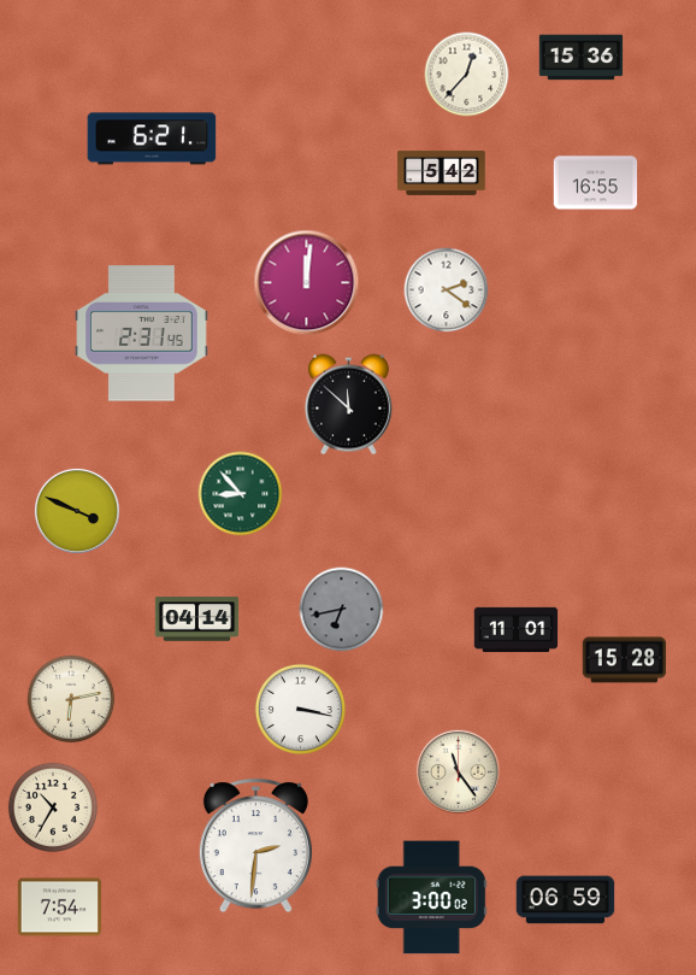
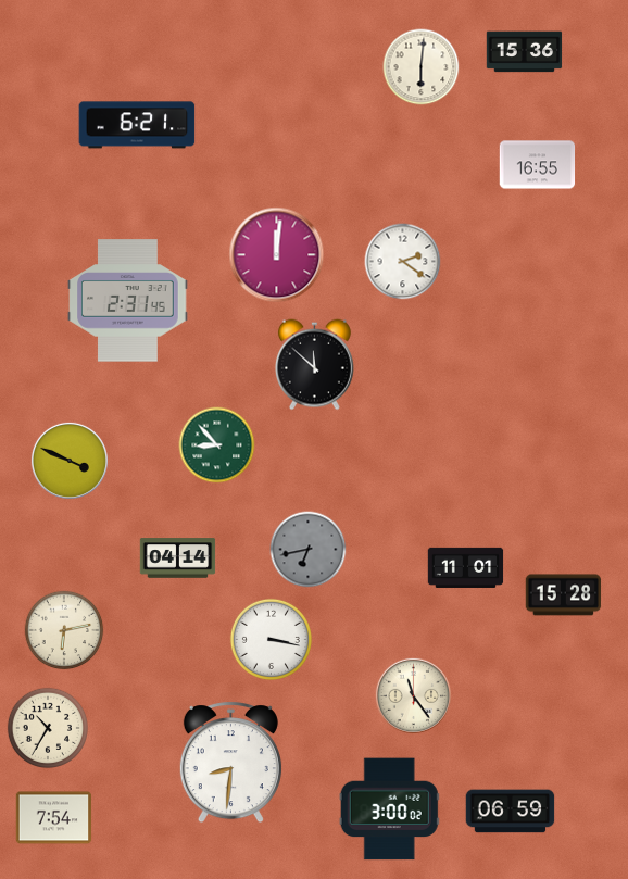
clock at (467, 75): 12:37 -> 6:01
clock at (442, 172): 5:42 -> none
clock at (255, 846): 2:31 -> 8:31
